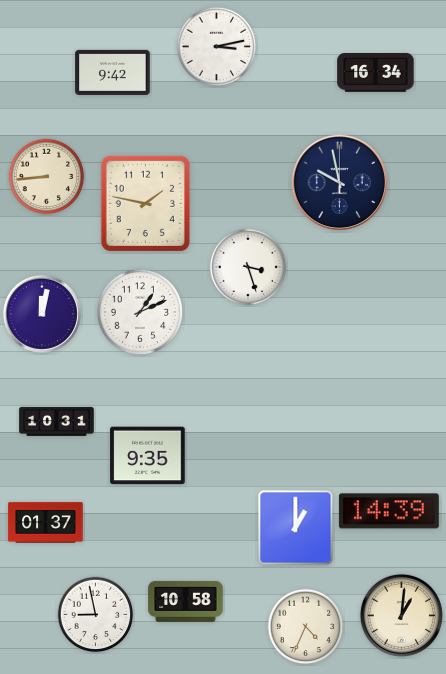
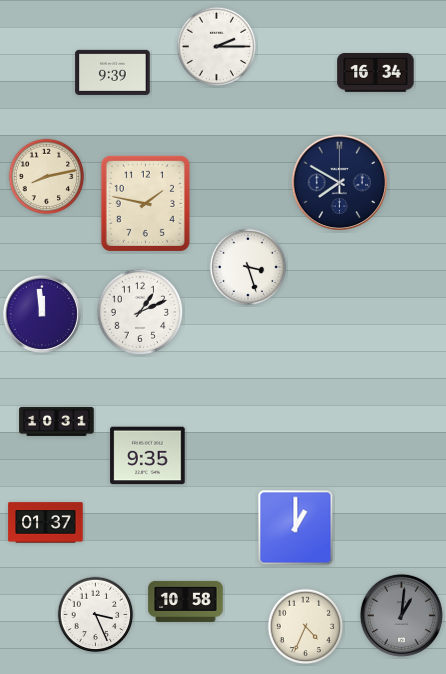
clock at (217, 47): 3:13 -> 2:15
clock at (113, 72): 9:42 -> 9:39
clock at (47, 177): 8:44 -> 8:13
clock at (339, 182): 9:58 -> 7:50
clock at (42, 314): 12:02 -> 11:59
clock at (389, 511): 14:39 -> none
clock at (96, 615): 8:58 -> 3:26
clock at (401, 615) dial: cream -> grey
